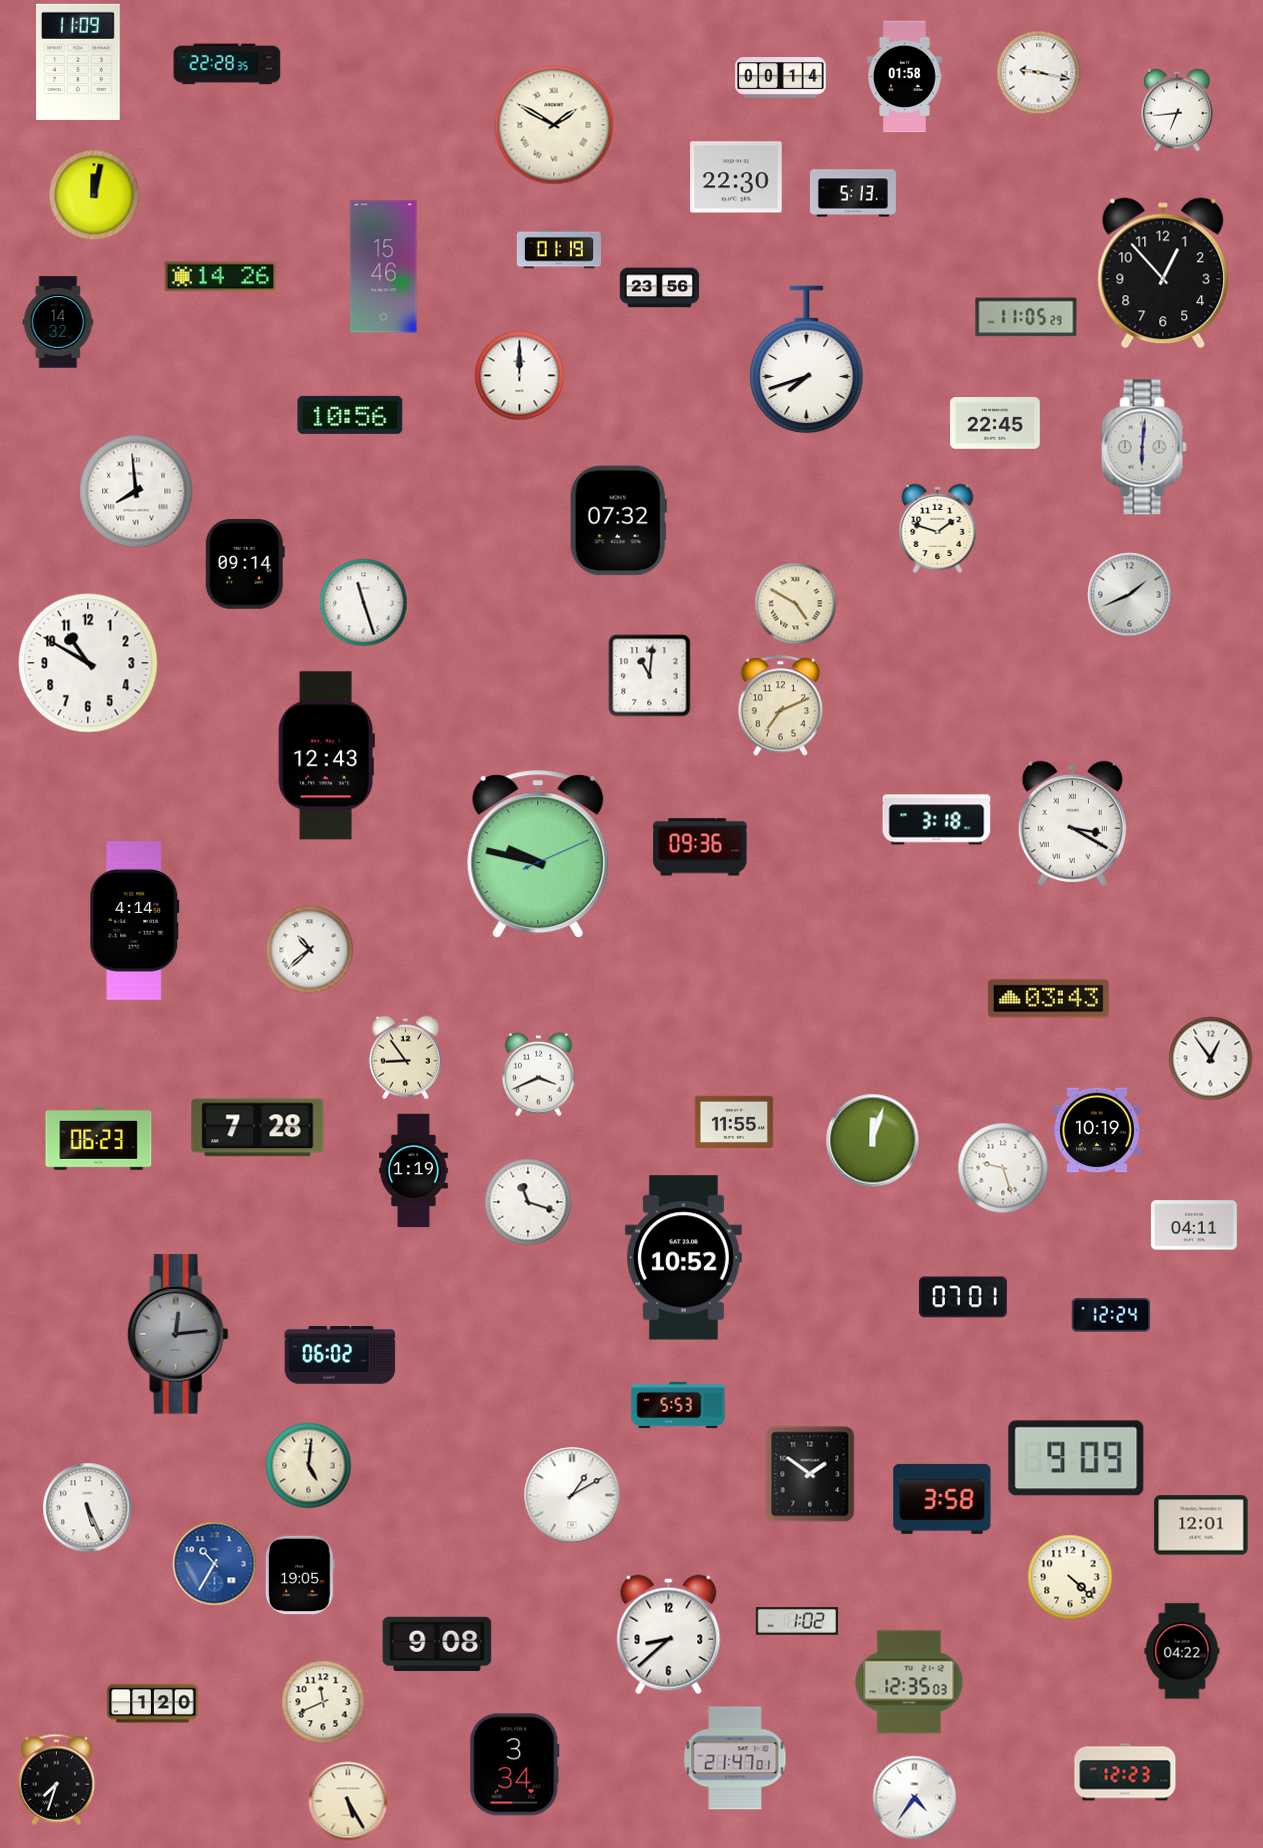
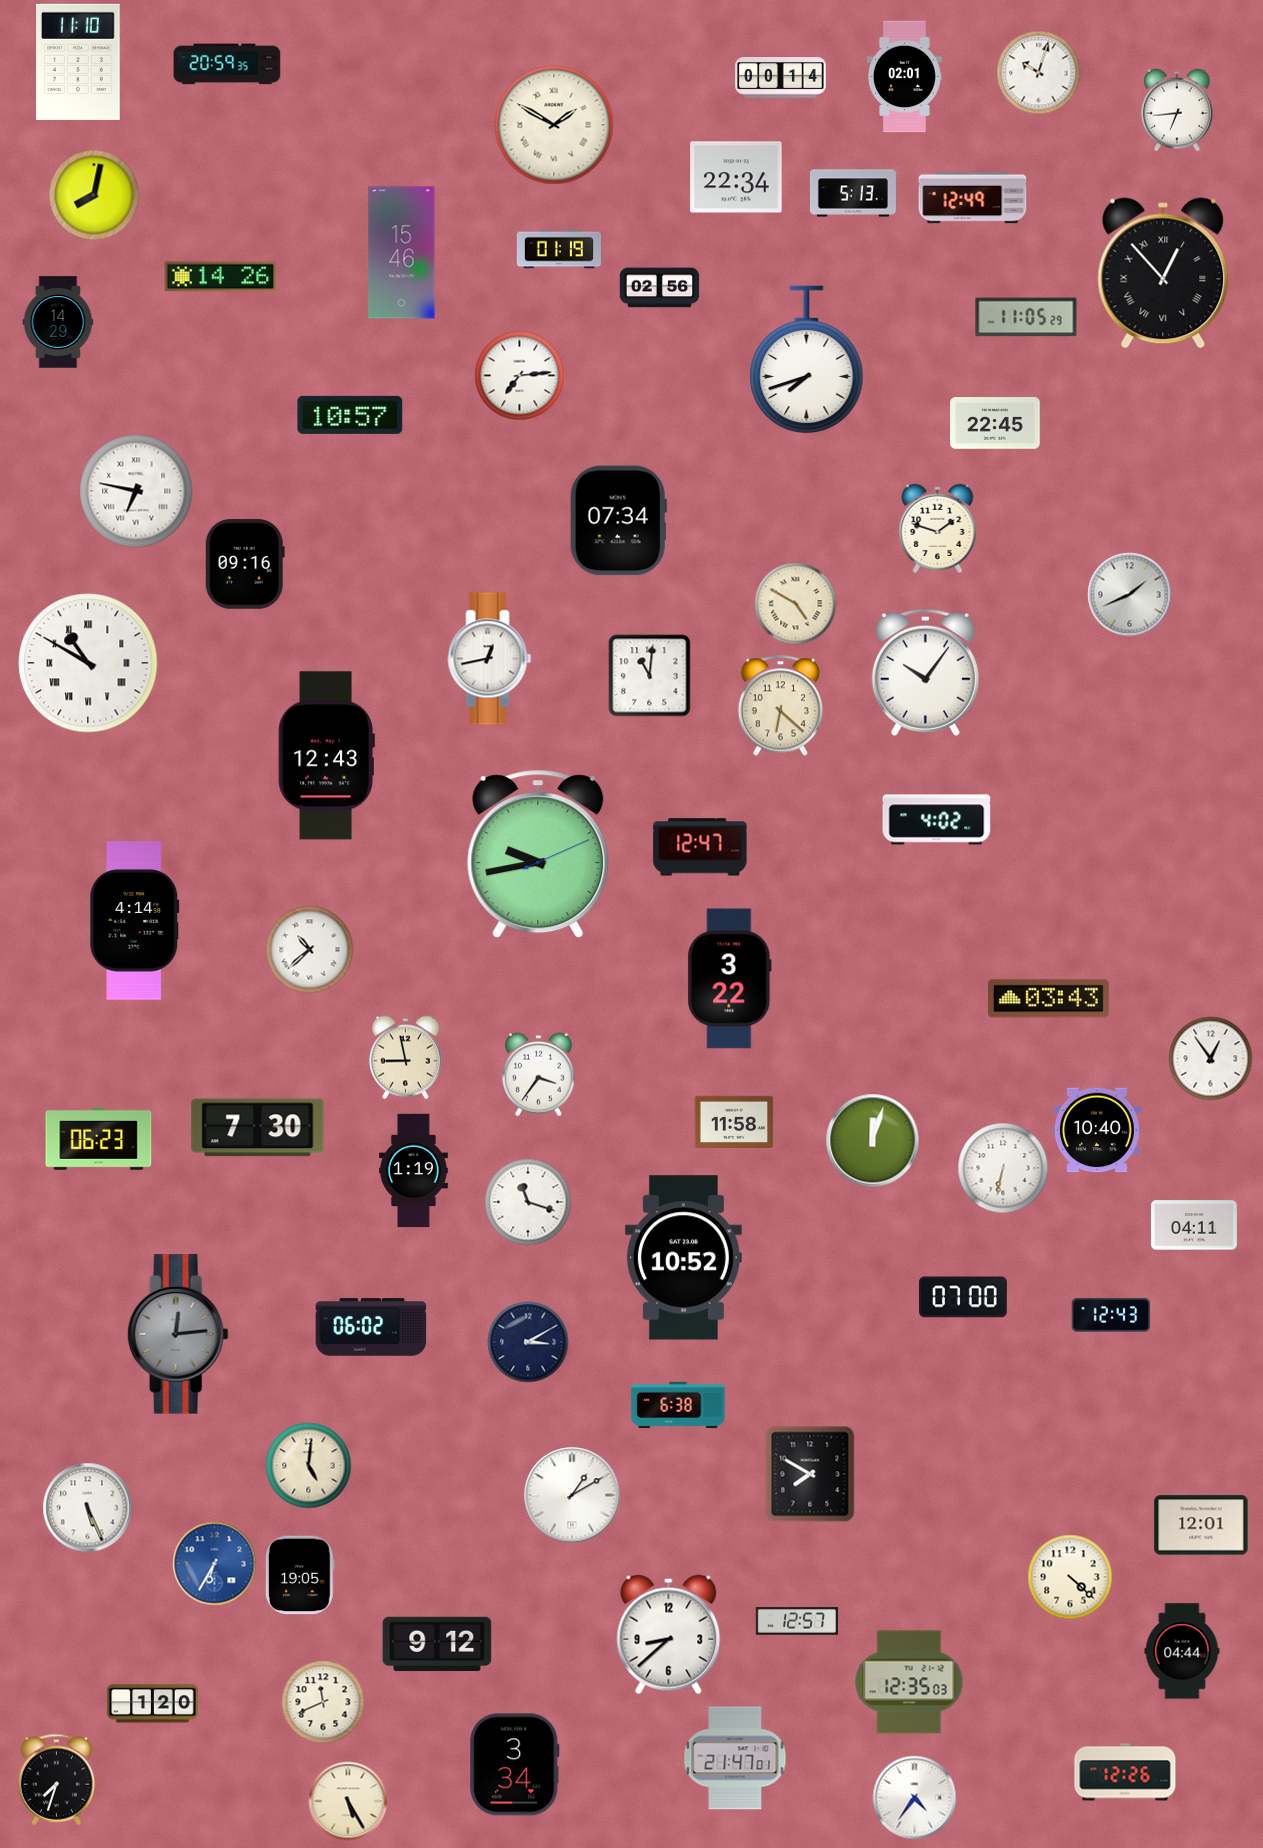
clock at (78, 62): 11:09 -> 11:10
clock at (227, 64): 22:28 -> 20:59
clock at (1039, 73): 9:17 -> 10:03
clock at (905, 77): 01:58 -> 02:01
clock at (736, 177): 22:30 -> 22:34
clock at (94, 195): 12:02 -> 8:02
clock at (973, 198): none -> 12:49
clock at (384, 267) position: (384, 267) -> (402, 253)
clock at (1163, 273) numerals: Arabic -> Roman
clock at (660, 288): 23:56 -> 02:56
clock at (58, 322): 14:32 -> 14:29
clock at (520, 376): 12:00 -> 7:14
clock at (350, 415): 10:56 -> 10:57
clock at (1144, 447): 6:01 -> none
clock at (136, 491): 7:59 -> 6:47
clock at (618, 521): 07:32 -> 07:34
clock at (245, 564): 09:14 -> 09:16
clock at (364, 603): 11:27 -> none
clock at (490, 659): none -> 12:43
clock at (88, 663) numerals: Arabic -> Roman
clock at (925, 672): none -> 10:06
clock at (781, 706): 7:11 -> 6:22
clock at (937, 820): 3:18 -> 4:02
clock at (1072, 823): 3:20 -> none
clock at (700, 847): 09:36 -> 12:47
clock at (538, 855): 9:47 -> 9:43
clock at (730, 979): none -> 3:22
clock at (405, 1058): 8:54 -> 8:58
clock at (538, 1075): 3:41 -> 3:36
clock at (734, 1121): 11:55 -> 11:58
clock at (258, 1128): 7:28 -> 7:30
clock at (1098, 1130): 10:19 -> 10:40
clock at (1003, 1168): 9:27 -> 6:32
clock at (964, 1297): 07:01 -> 07:00
clock at (1111, 1315): 12:24 -> 12:43
clock at (528, 1342): none -> 3:10
clock at (340, 1355) position: (340, 1355) -> (371, 1327)
clock at (678, 1405): 5:53 -> 6:38
clock at (1076, 1458): 9:09 -> none
clock at (810, 1474): 1:51 -> 7:50
clock at (942, 1499): 3:58 -> none
clock at (215, 1564): 10:35 -> 6:35
clock at (796, 1621): 1:02 -> 12:57
clock at (437, 1644): 9:08 -> 9:12
clock at (1182, 1651): 04:22 -> 04:44
clock at (1125, 1772): 12:23 -> 12:26
